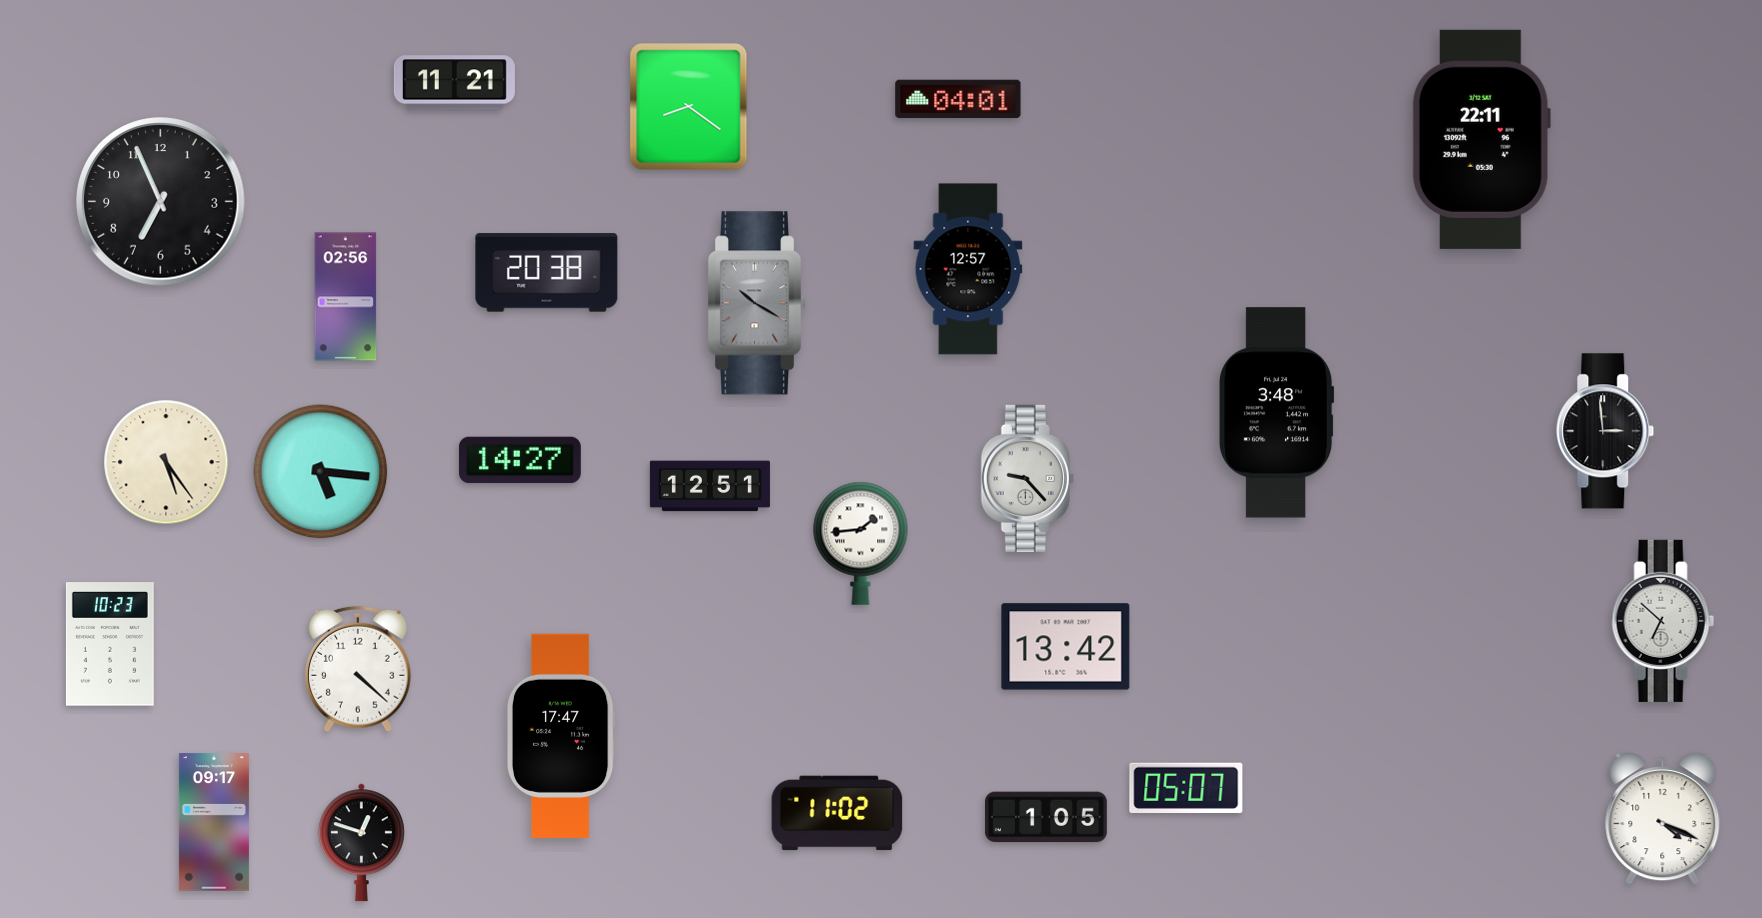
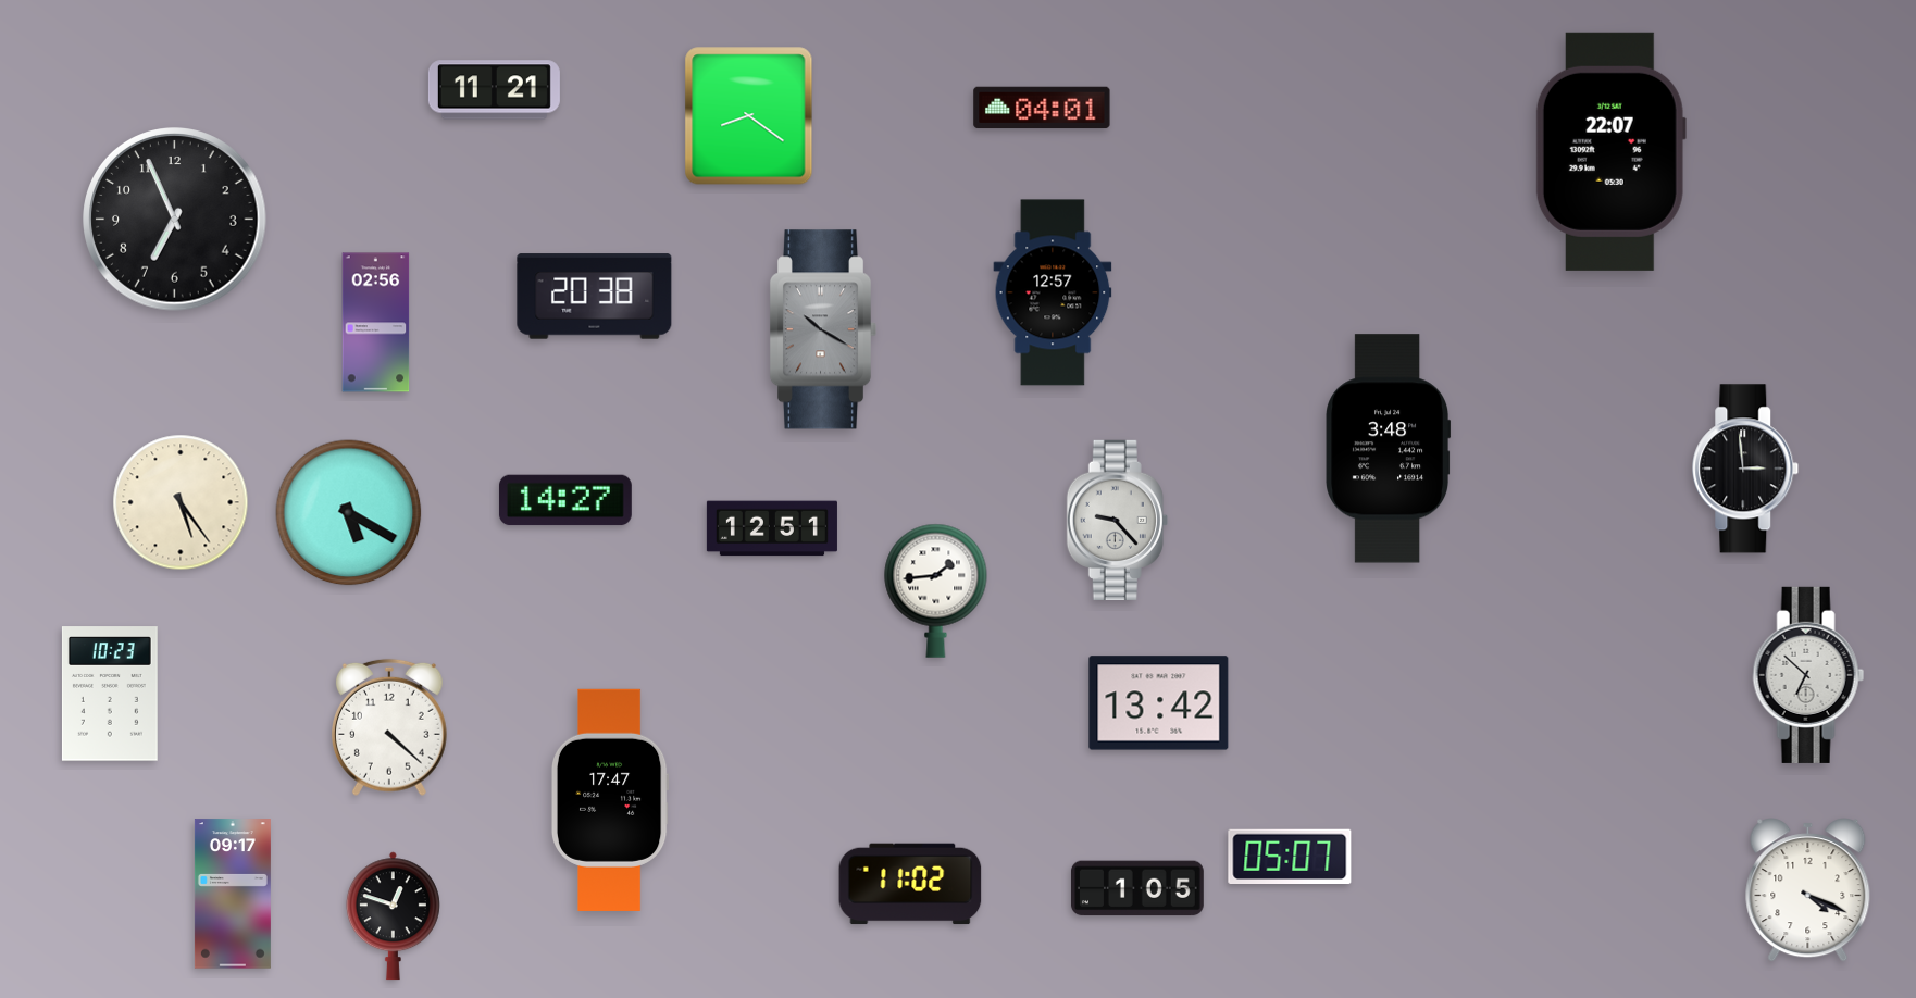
clock at (1481, 139): 22:11 -> 22:07
clock at (321, 472): 5:16 -> 5:20
clock at (110, 644) position: (110, 644) -> (110, 694)
